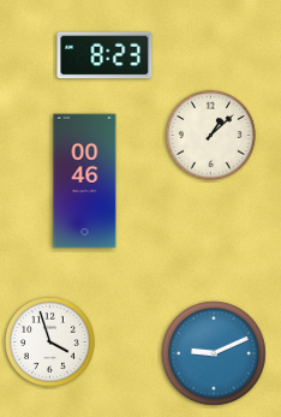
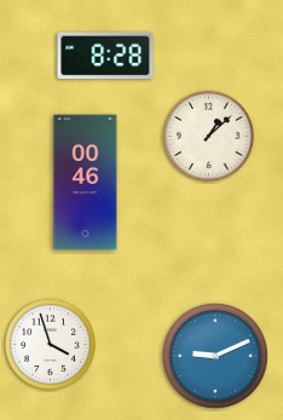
clock at (104, 55): 8:23 -> 8:28
clock at (210, 135) position: (210, 135) -> (208, 136)
